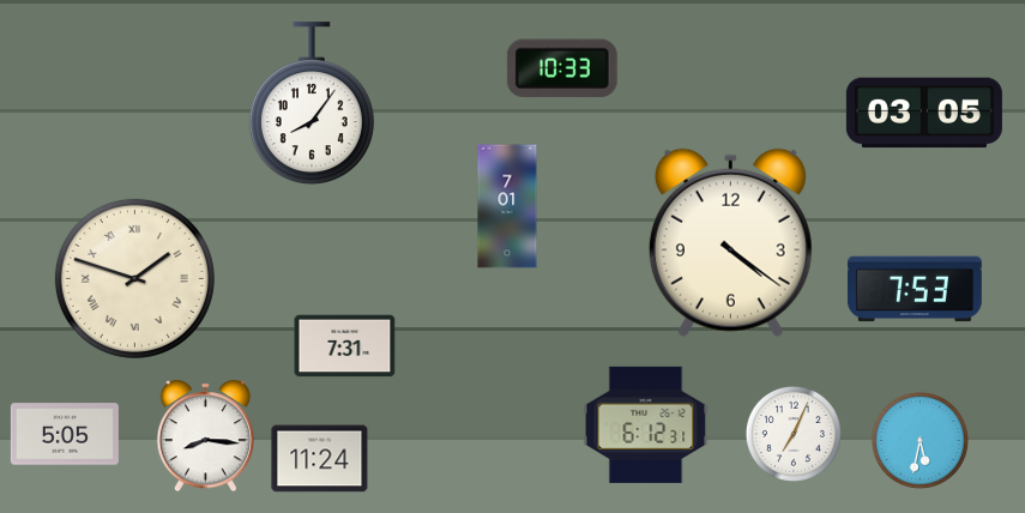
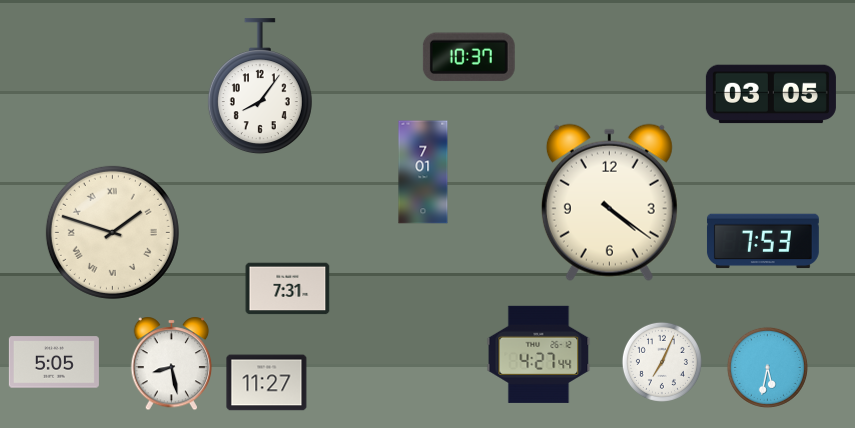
clock at (562, 68): 10:33 -> 10:37
clock at (646, 424): 6:12 -> 4:27
clock at (206, 436): 8:16 -> 8:28
clock at (320, 459): 11:24 -> 11:27
